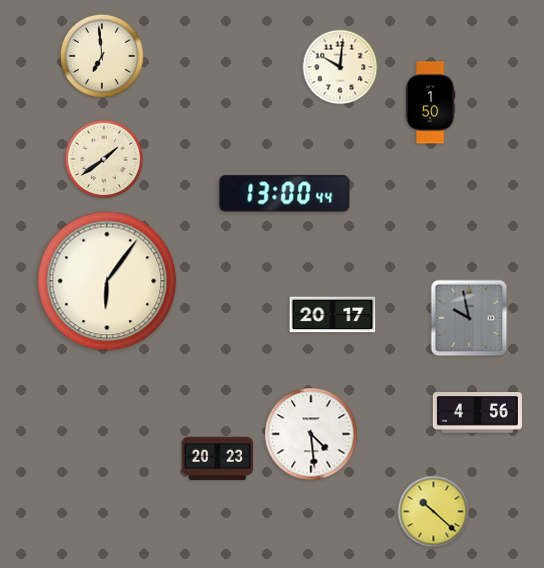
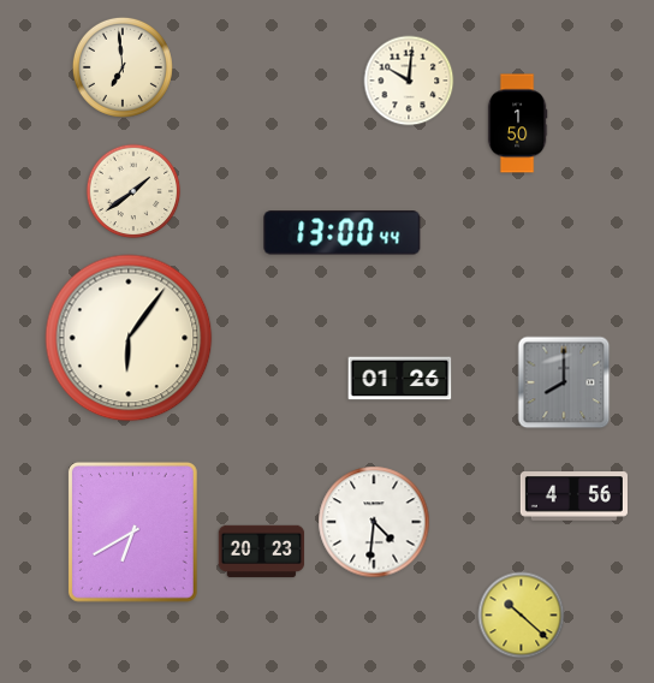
clock at (104, 159) position: (104, 159) -> (133, 191)
clock at (333, 315): 20:17 -> 01:26
clock at (469, 318): 9:58 -> 8:00
clock at (311, 434): 4:29 -> 4:31
clock at (132, 531): none -> 6:40
